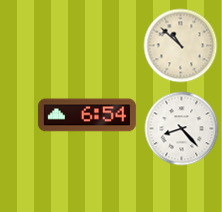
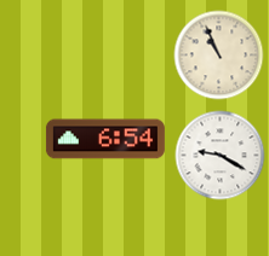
clock at (181, 46): 10:52 -> 10:56
clock at (182, 129): 8:23 -> 9:20
